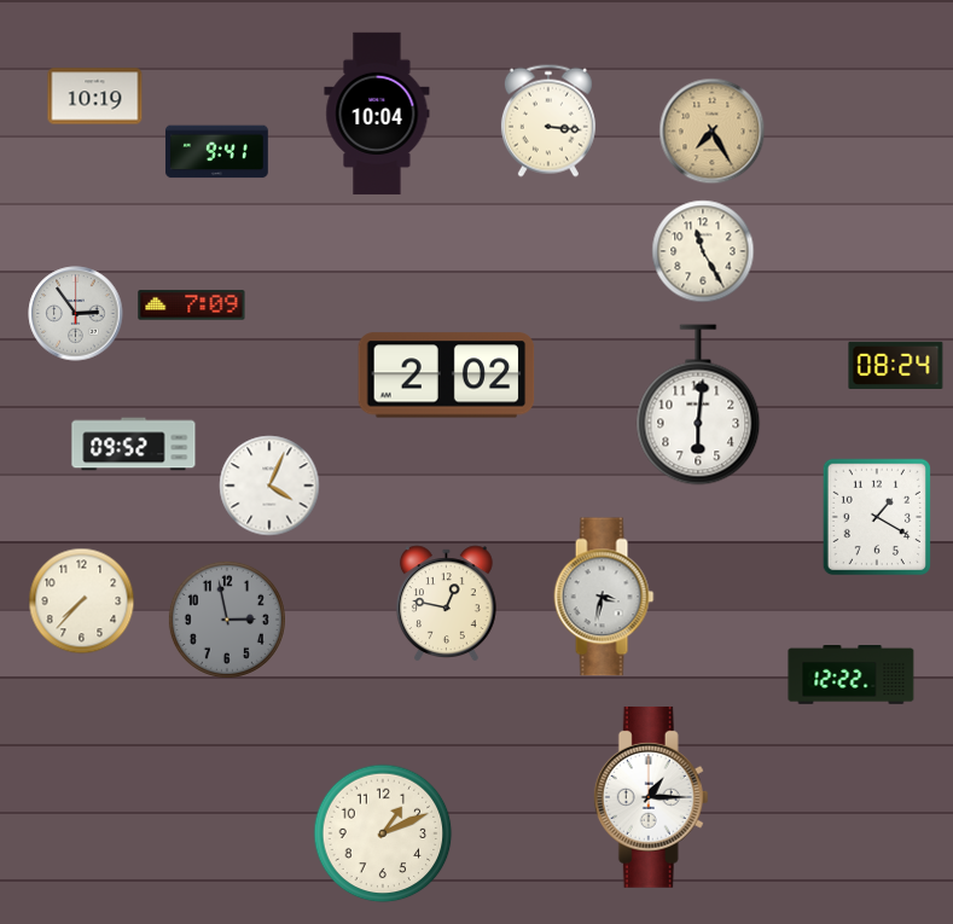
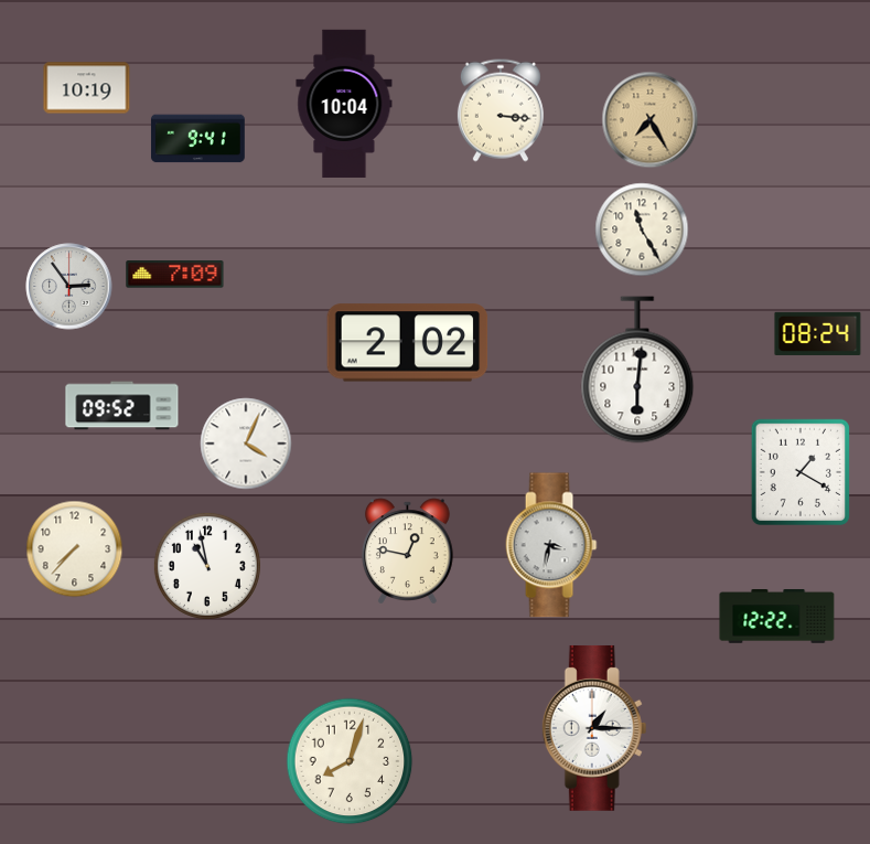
clock at (192, 306) position: (192, 306) -> (175, 275)
clock at (227, 620): 2:58 -> 10:58
clock at (227, 620) dial: grey -> white
clock at (383, 833): 1:11 -> 8:03
